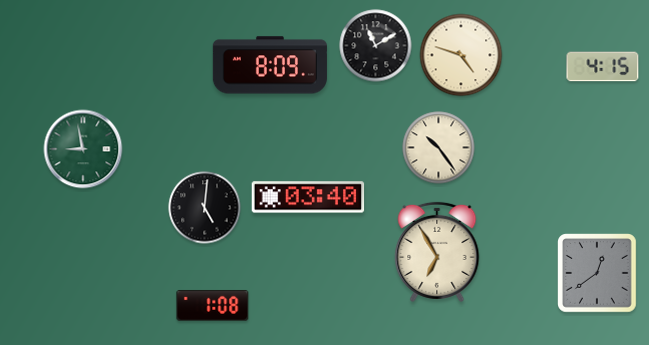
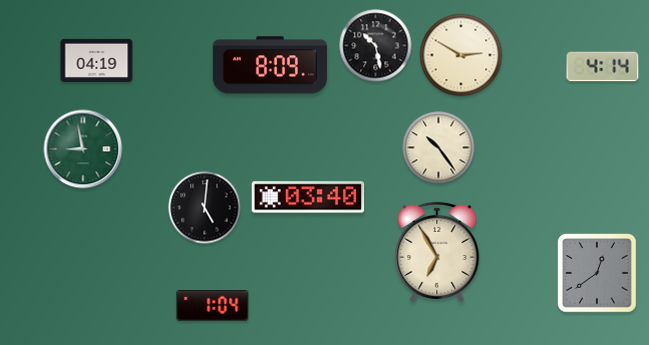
clock at (376, 46): 11:10 -> 10:28
clock at (461, 55): 4:48 -> 2:50
clock at (97, 60): none -> 04:19
clock at (603, 67): 4:15 -> 4:14
clock at (213, 306): 1:08 -> 1:04
